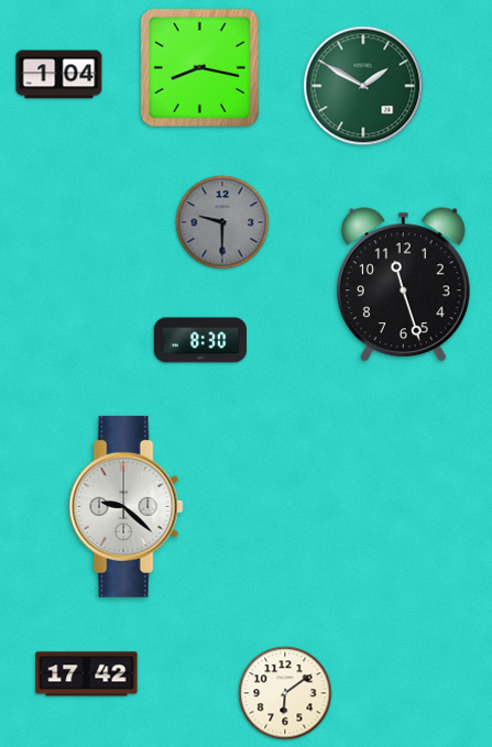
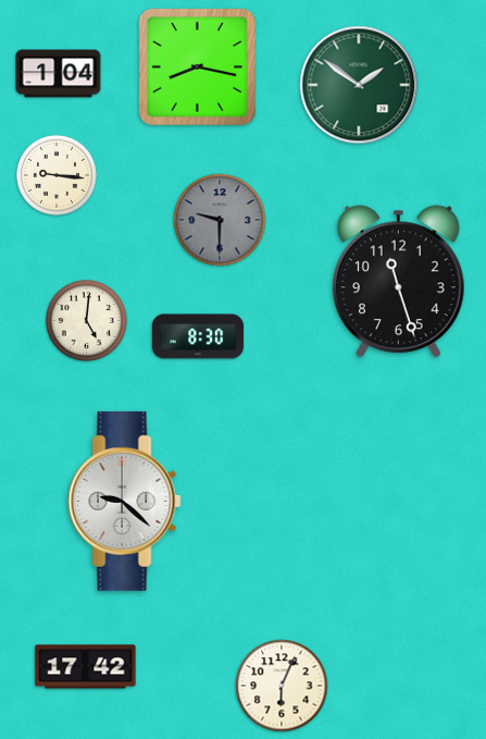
clock at (363, 86): 1:50 -> 1:51
clock at (57, 175): none -> 9:16
clock at (86, 320): none -> 5:01
clock at (285, 693): 6:09 -> 6:04
